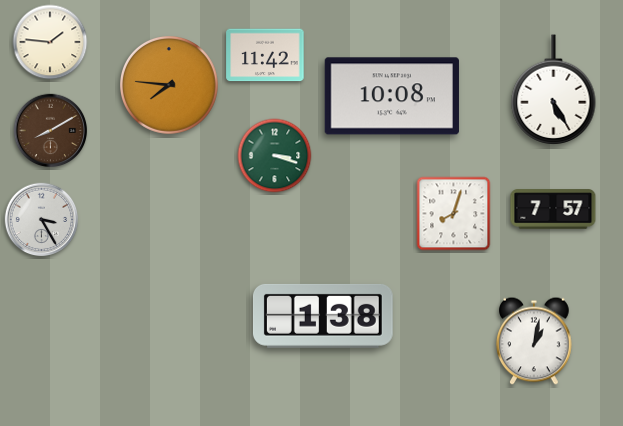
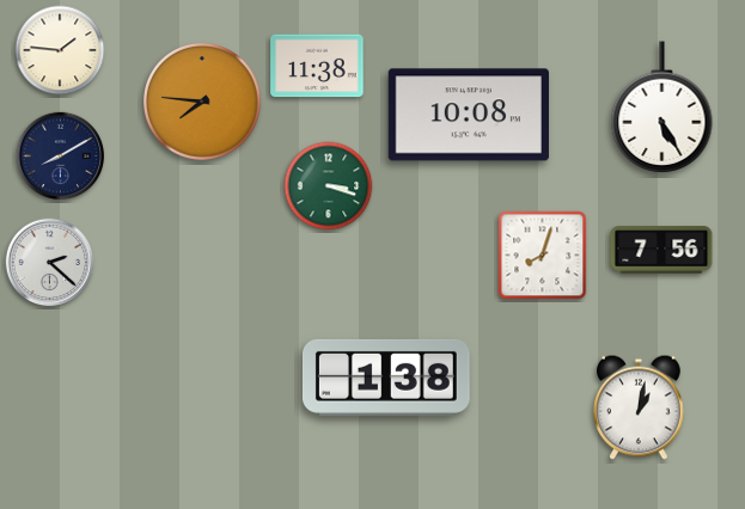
clock at (265, 55): 11:42 -> 11:38
clock at (51, 131) dial: brown -> navy
clock at (553, 209): 7:57 -> 7:56
clock at (42, 220): 3:25 -> 2:22
